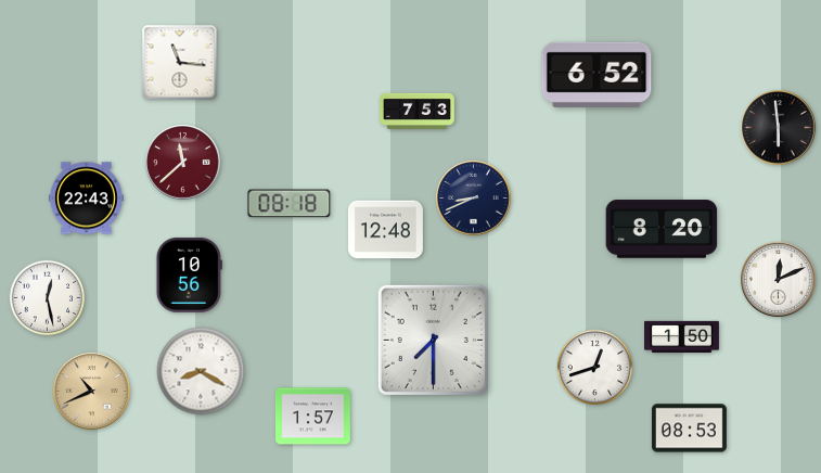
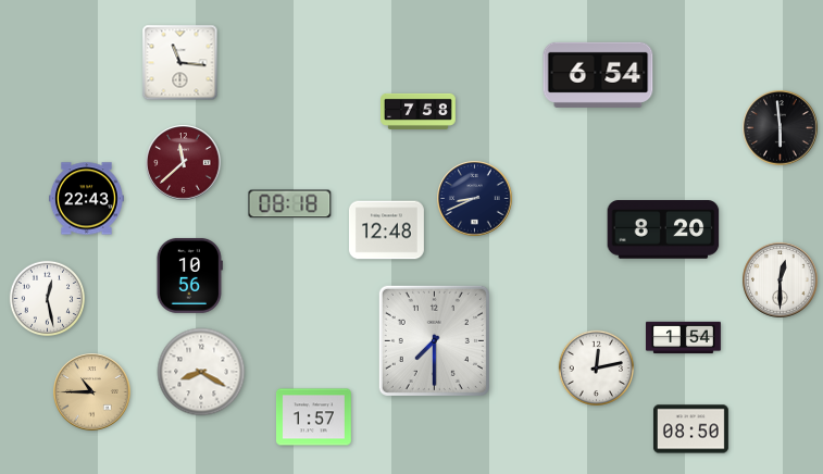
clock at (596, 75): 6:52 -> 6:54
clock at (418, 111): 7:53 -> 7:58
clock at (779, 280): 12:11 -> 12:30
clock at (682, 337): 1:50 -> 1:54
clock at (595, 367): 12:42 -> 12:13
clock at (92, 392): 10:41 -> 10:45
clock at (689, 429): 08:53 -> 08:50
